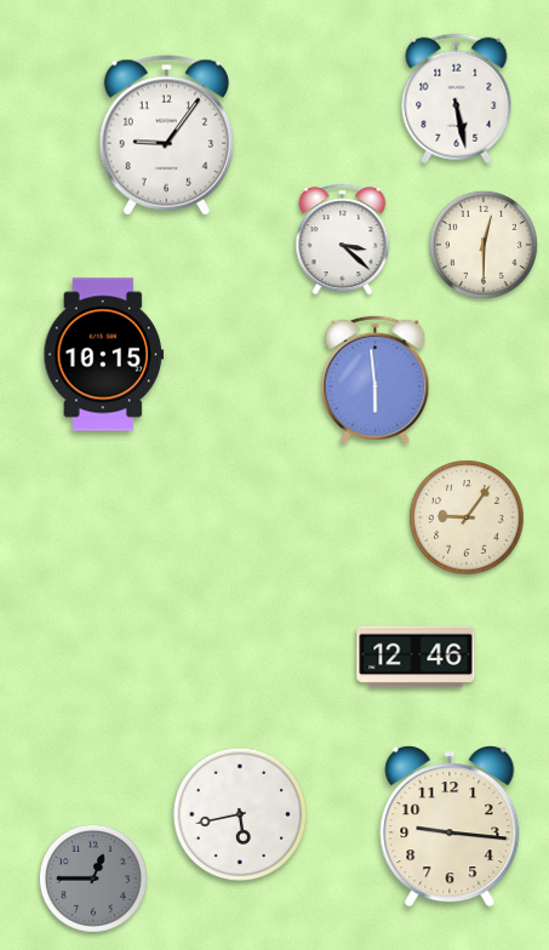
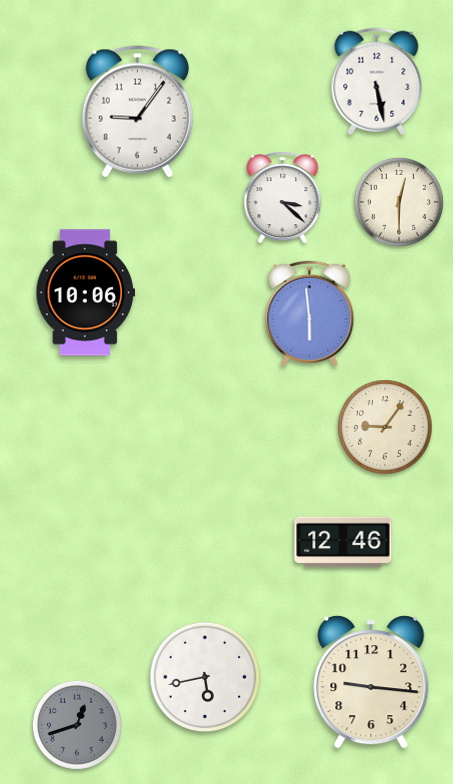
clock at (104, 355): 10:15 -> 10:06
clock at (240, 814) position: (240, 814) -> (205, 677)
clock at (93, 879): 12:45 -> 12:42
